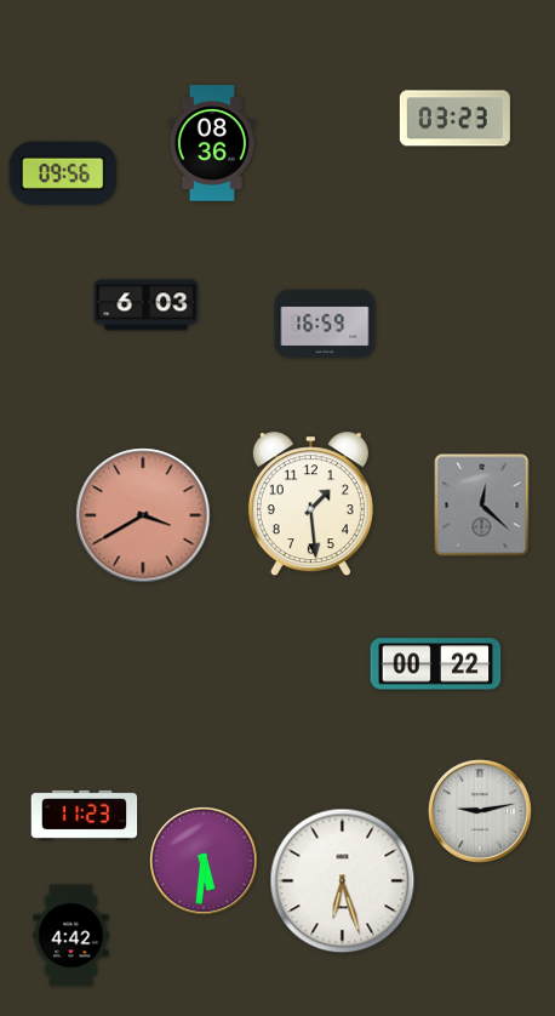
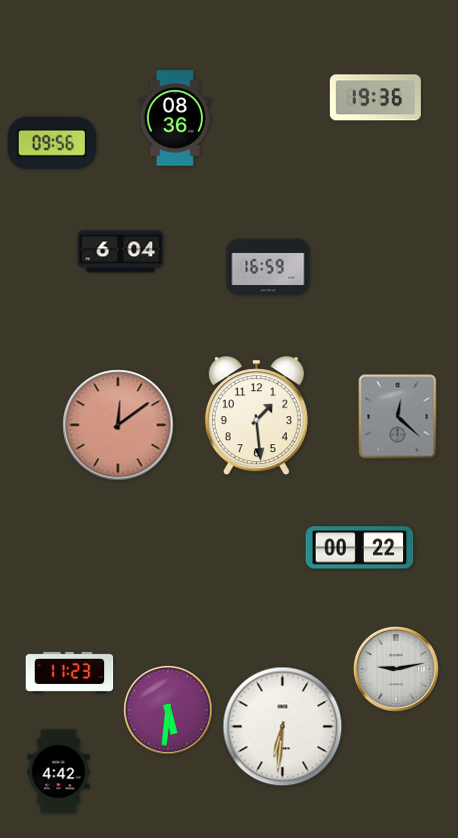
clock at (454, 119): 03:23 -> 19:36
clock at (147, 306): 6:03 -> 6:04
clock at (143, 515): 3:40 -> 12:09
clock at (343, 881): 6:27 -> 6:31
